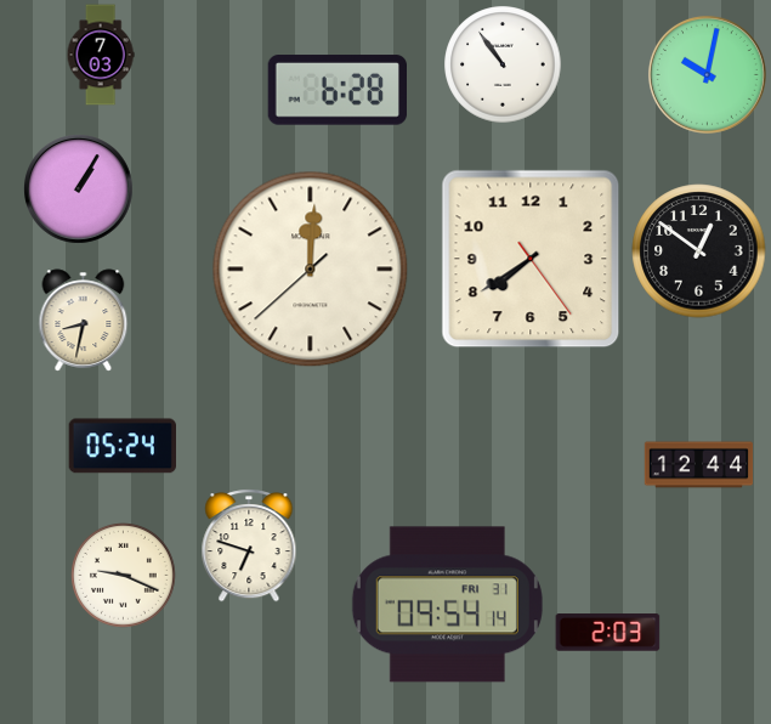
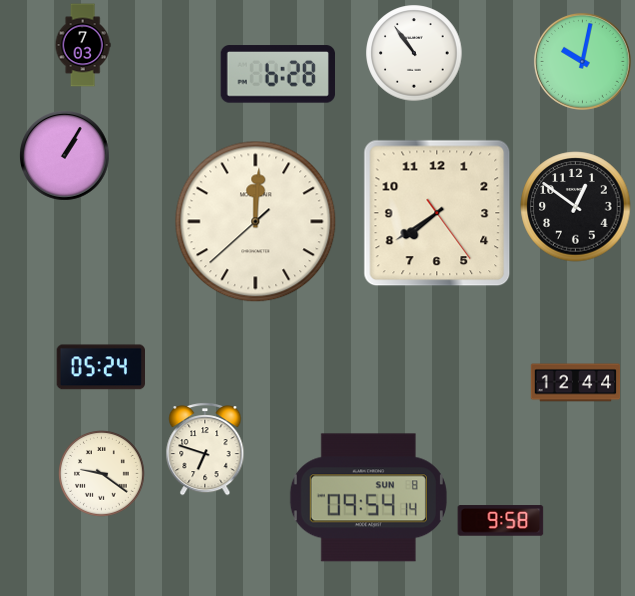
clock at (84, 321): 8:32 -> none
clock at (124, 576): 9:19 -> 9:21
clock at (447, 605) date: FRI 31 -> SUN 8
clock at (608, 633): 2:03 -> 9:58
